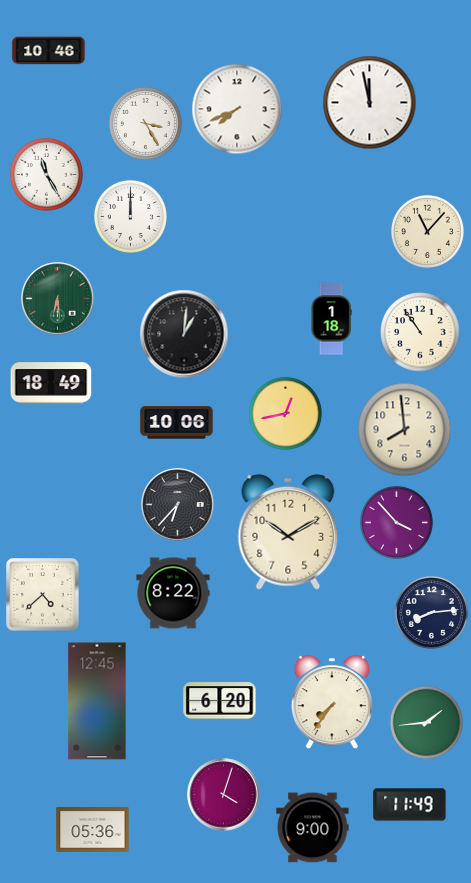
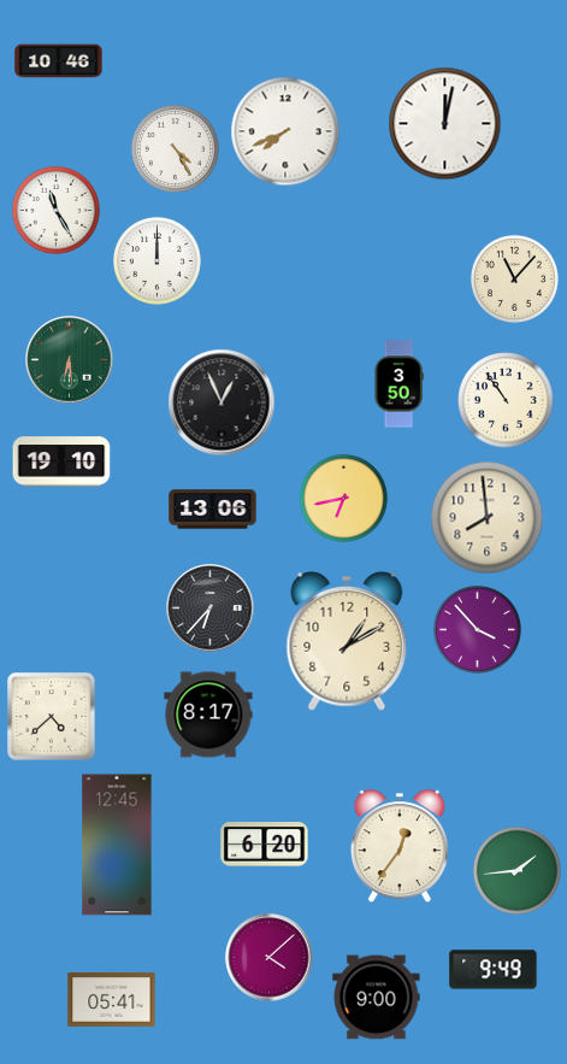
clock at (370, 103): 11:58 -> 12:02
clock at (145, 123): 3:25 -> 4:25
clock at (331, 319): 1:18 -> 3:50
clock at (184, 334): 1:01 -> 12:56
clock at (51, 383): 18:49 -> 19:10
clock at (285, 413): 12:43 -> 6:43
clock at (177, 423): 10:06 -> 13:06
clock at (178, 505) position: (178, 505) -> (211, 609)
clock at (288, 532): 10:10 -> 1:10
clock at (173, 593): 8:22 -> 8:17
clock at (431, 612): 8:14 -> none
clock at (332, 703): 7:36 -> 12:36
clock at (426, 722) position: (426, 722) -> (516, 870)
clock at (224, 795): 4:03 -> 4:08
clock at (410, 805): 11:49 -> 9:49
clock at (93, 829): 05:36 -> 05:41
